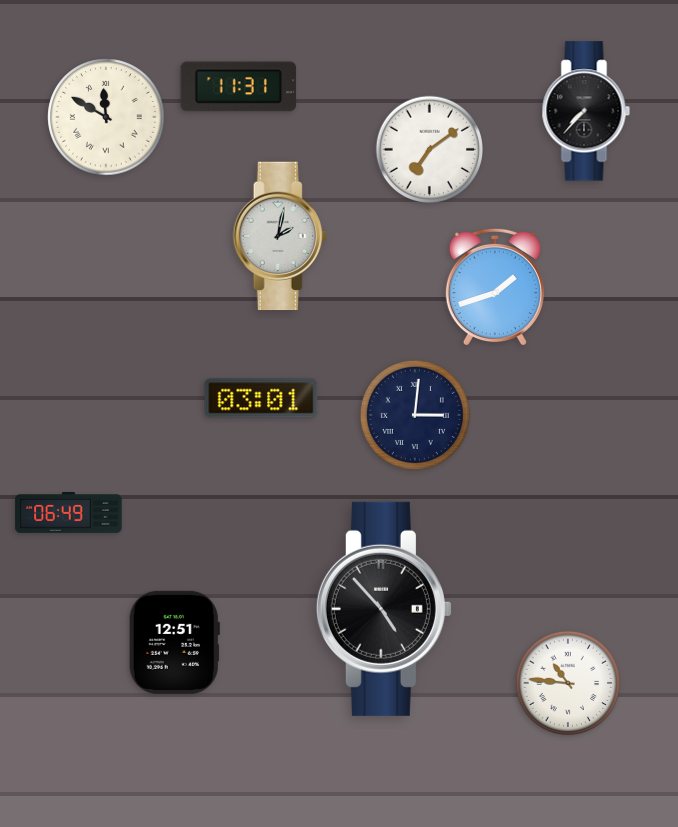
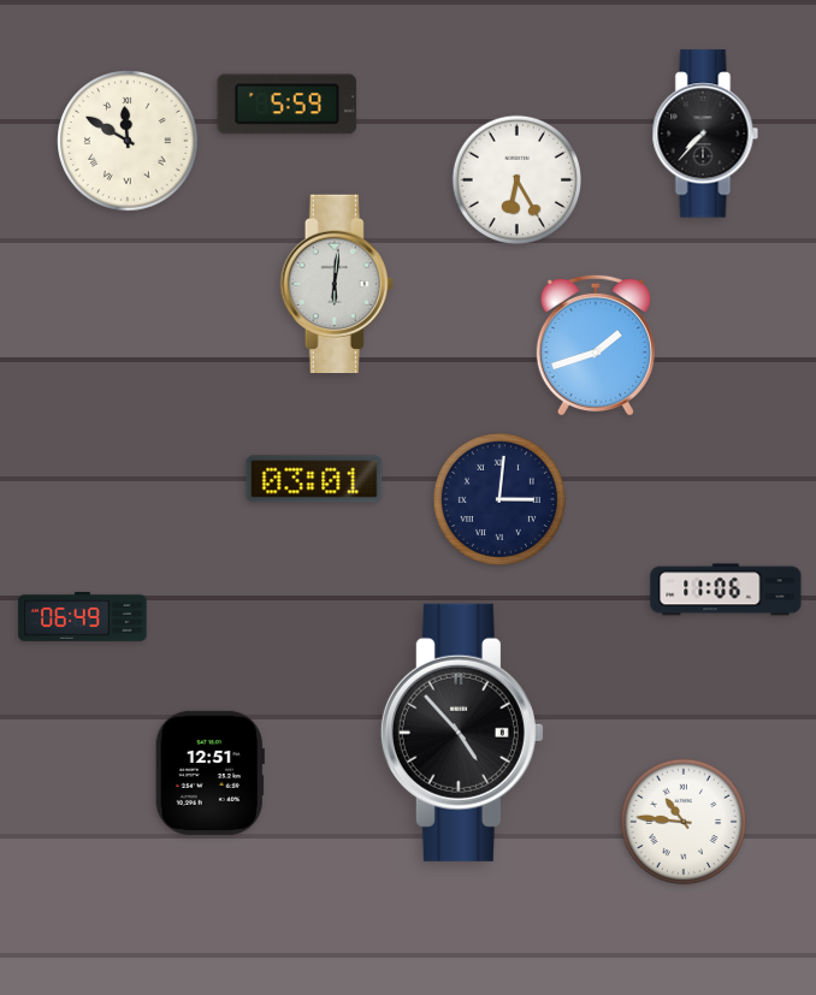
clock at (239, 87): 11:31 -> 5:59
clock at (429, 149): 7:09 -> 6:25
clock at (280, 236): 2:02 -> 6:01
clock at (726, 590): none -> 11:06
